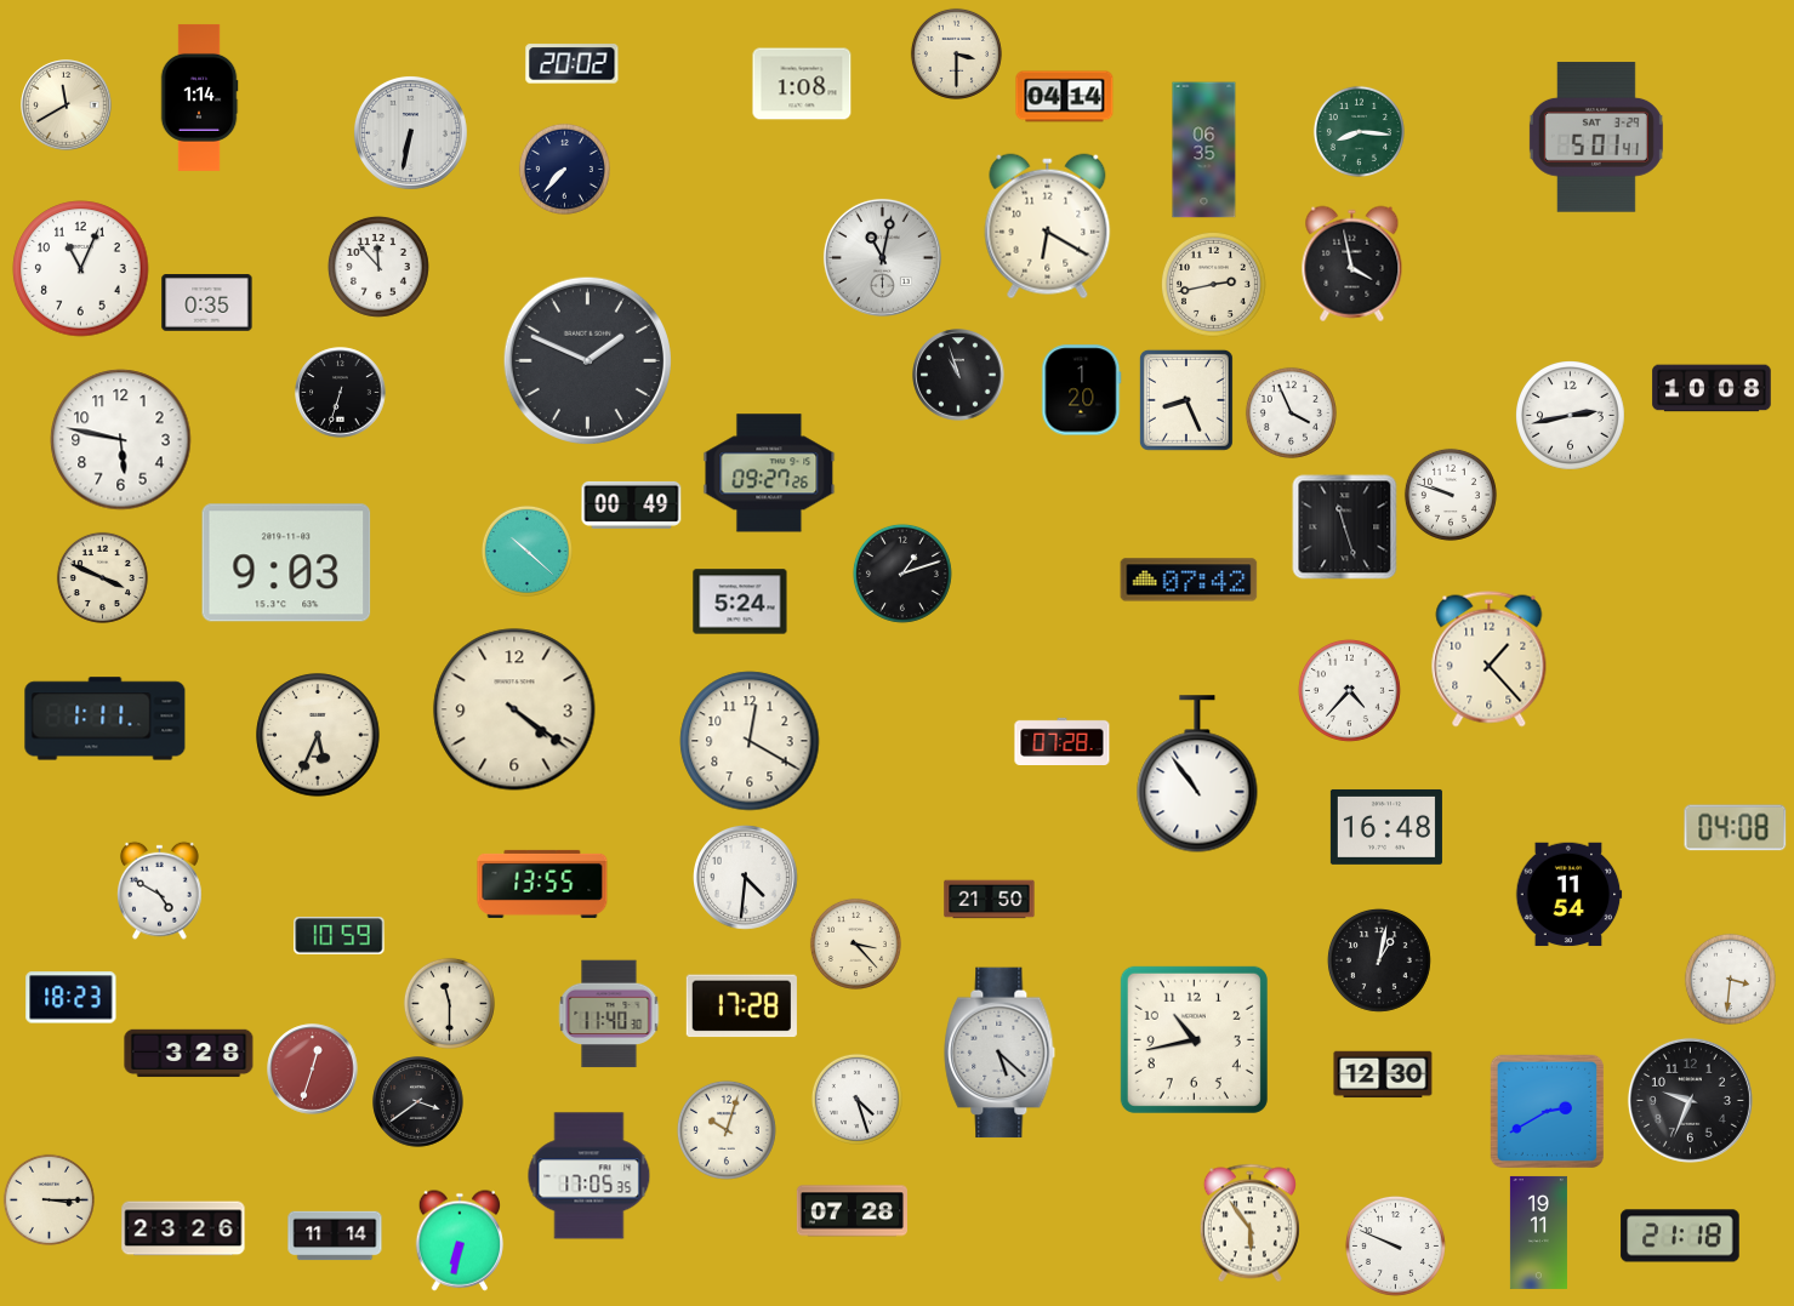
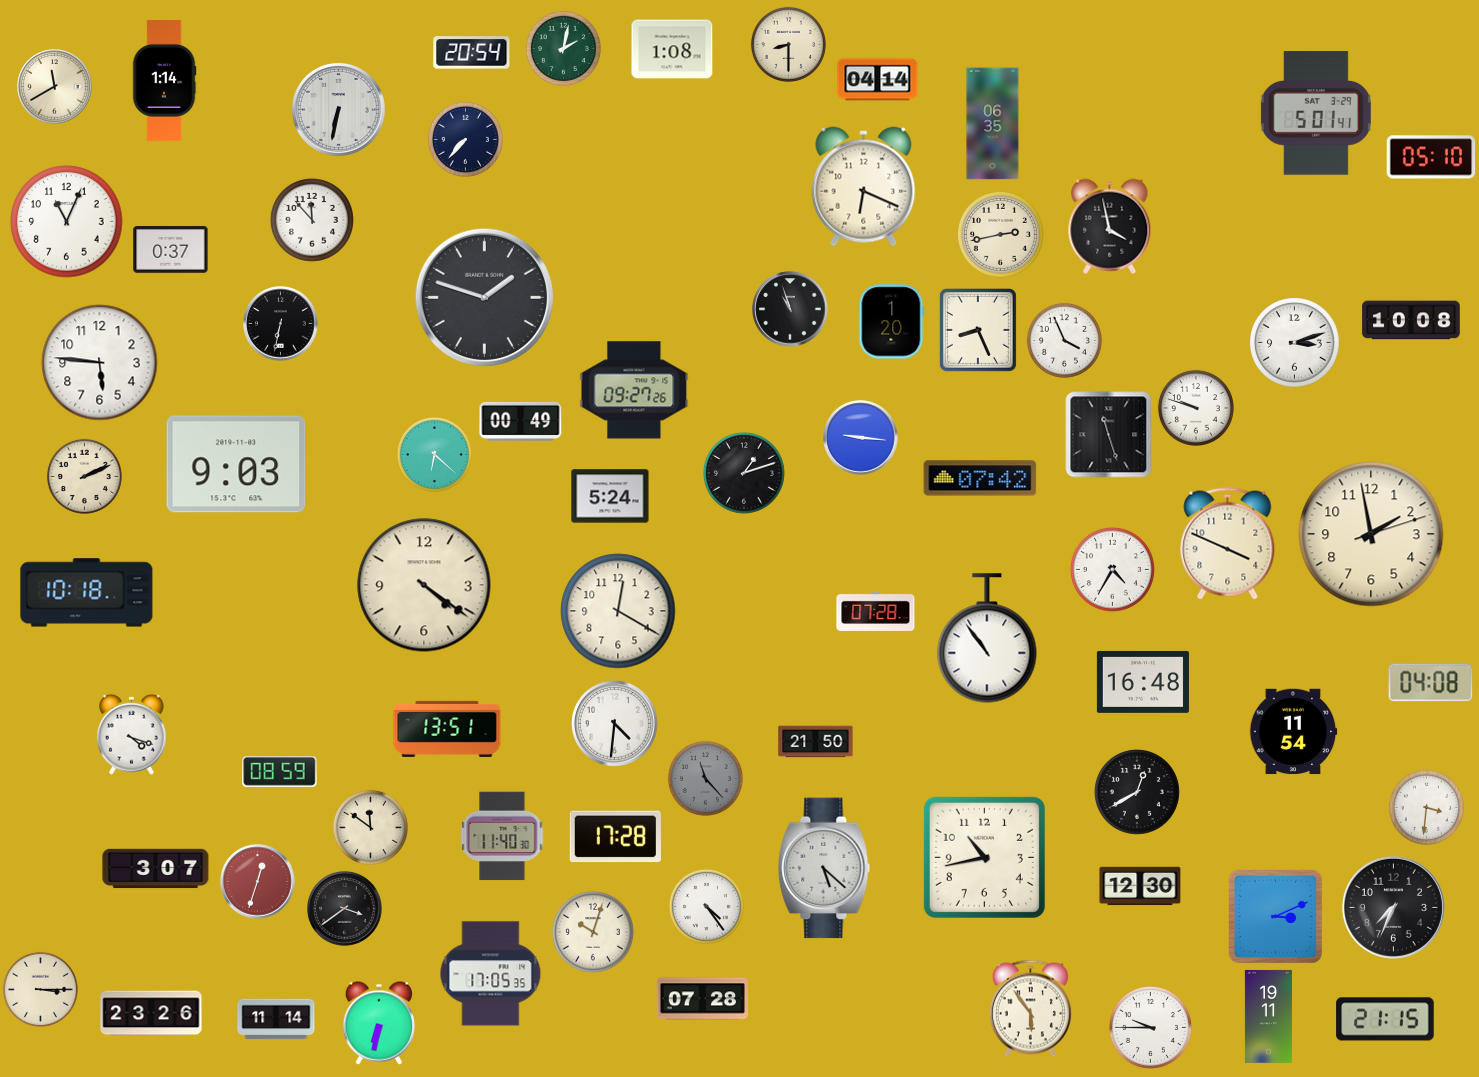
clock at (956, 53): 3:30 -> 8:30
clock at (563, 48): none -> 2:02
clock at (573, 64): 20:02 -> 20:54
clock at (802, 84) position: (802, 84) -> (672, 49)
clock at (1359, 131): 8:16 -> none
clock at (1431, 157): none -> 05:10
clock at (1048, 227): 6:20 -> 6:19
clock at (882, 257): 11:02 -> none
clock at (1352, 264) position: (1352, 264) -> (1110, 227)
clock at (207, 303): 0:35 -> 0:37
clock at (587, 360): 1:49 -> 1:48
clock at (341, 393): 6:33 -> 6:32
clock at (1571, 416): 2:43 -> 3:12
clock at (121, 440): 5:47 -> 5:46
clock at (632, 504) position: (632, 504) -> (521, 421)
clock at (861, 438): none -> 9:16
clock at (526, 551): 10:22 -> 6:22
clock at (102, 577): 3:49 -> 2:11
clock at (1371, 534): none -> 1:58
clock at (1490, 660): 1:23 -> 3:49
clock at (1349, 690): 4:37 -> 4:35
clock at (106, 719): 1:11 -> 10:18
clock at (318, 735): 5:34 -> none
clock at (542, 884): 13:55 -> 13:51
clock at (160, 890): 4:50 -> 4:18
clock at (1568, 895) position: (1568, 895) -> (1293, 732)
clock at (340, 936): 10:59 -> 08:59
clock at (855, 943): 3:23 -> 11:23
clock at (855, 943) dial: cream -> grey
clock at (1379, 960): 1:02 -> 12:40
clock at (72, 998): 18:23 -> none
clock at (449, 1003): 11:30 -> 11:51
clock at (741, 1006) position: (741, 1006) -> (615, 837)
clock at (189, 1054): 3:28 -> 3:07
clock at (856, 1099): 4:27 -> 4:24
clock at (1690, 1100): 9:34 -> 7:34
clock at (1547, 1111): 2:40 -> 3:11
clock at (727, 1130) position: (727, 1130) -> (593, 932)
clock at (590, 1176) position: (590, 1176) -> (491, 974)
clock at (1680, 1236): 21:18 -> 21:15
clock at (1395, 1245): 9:49 -> 9:45
